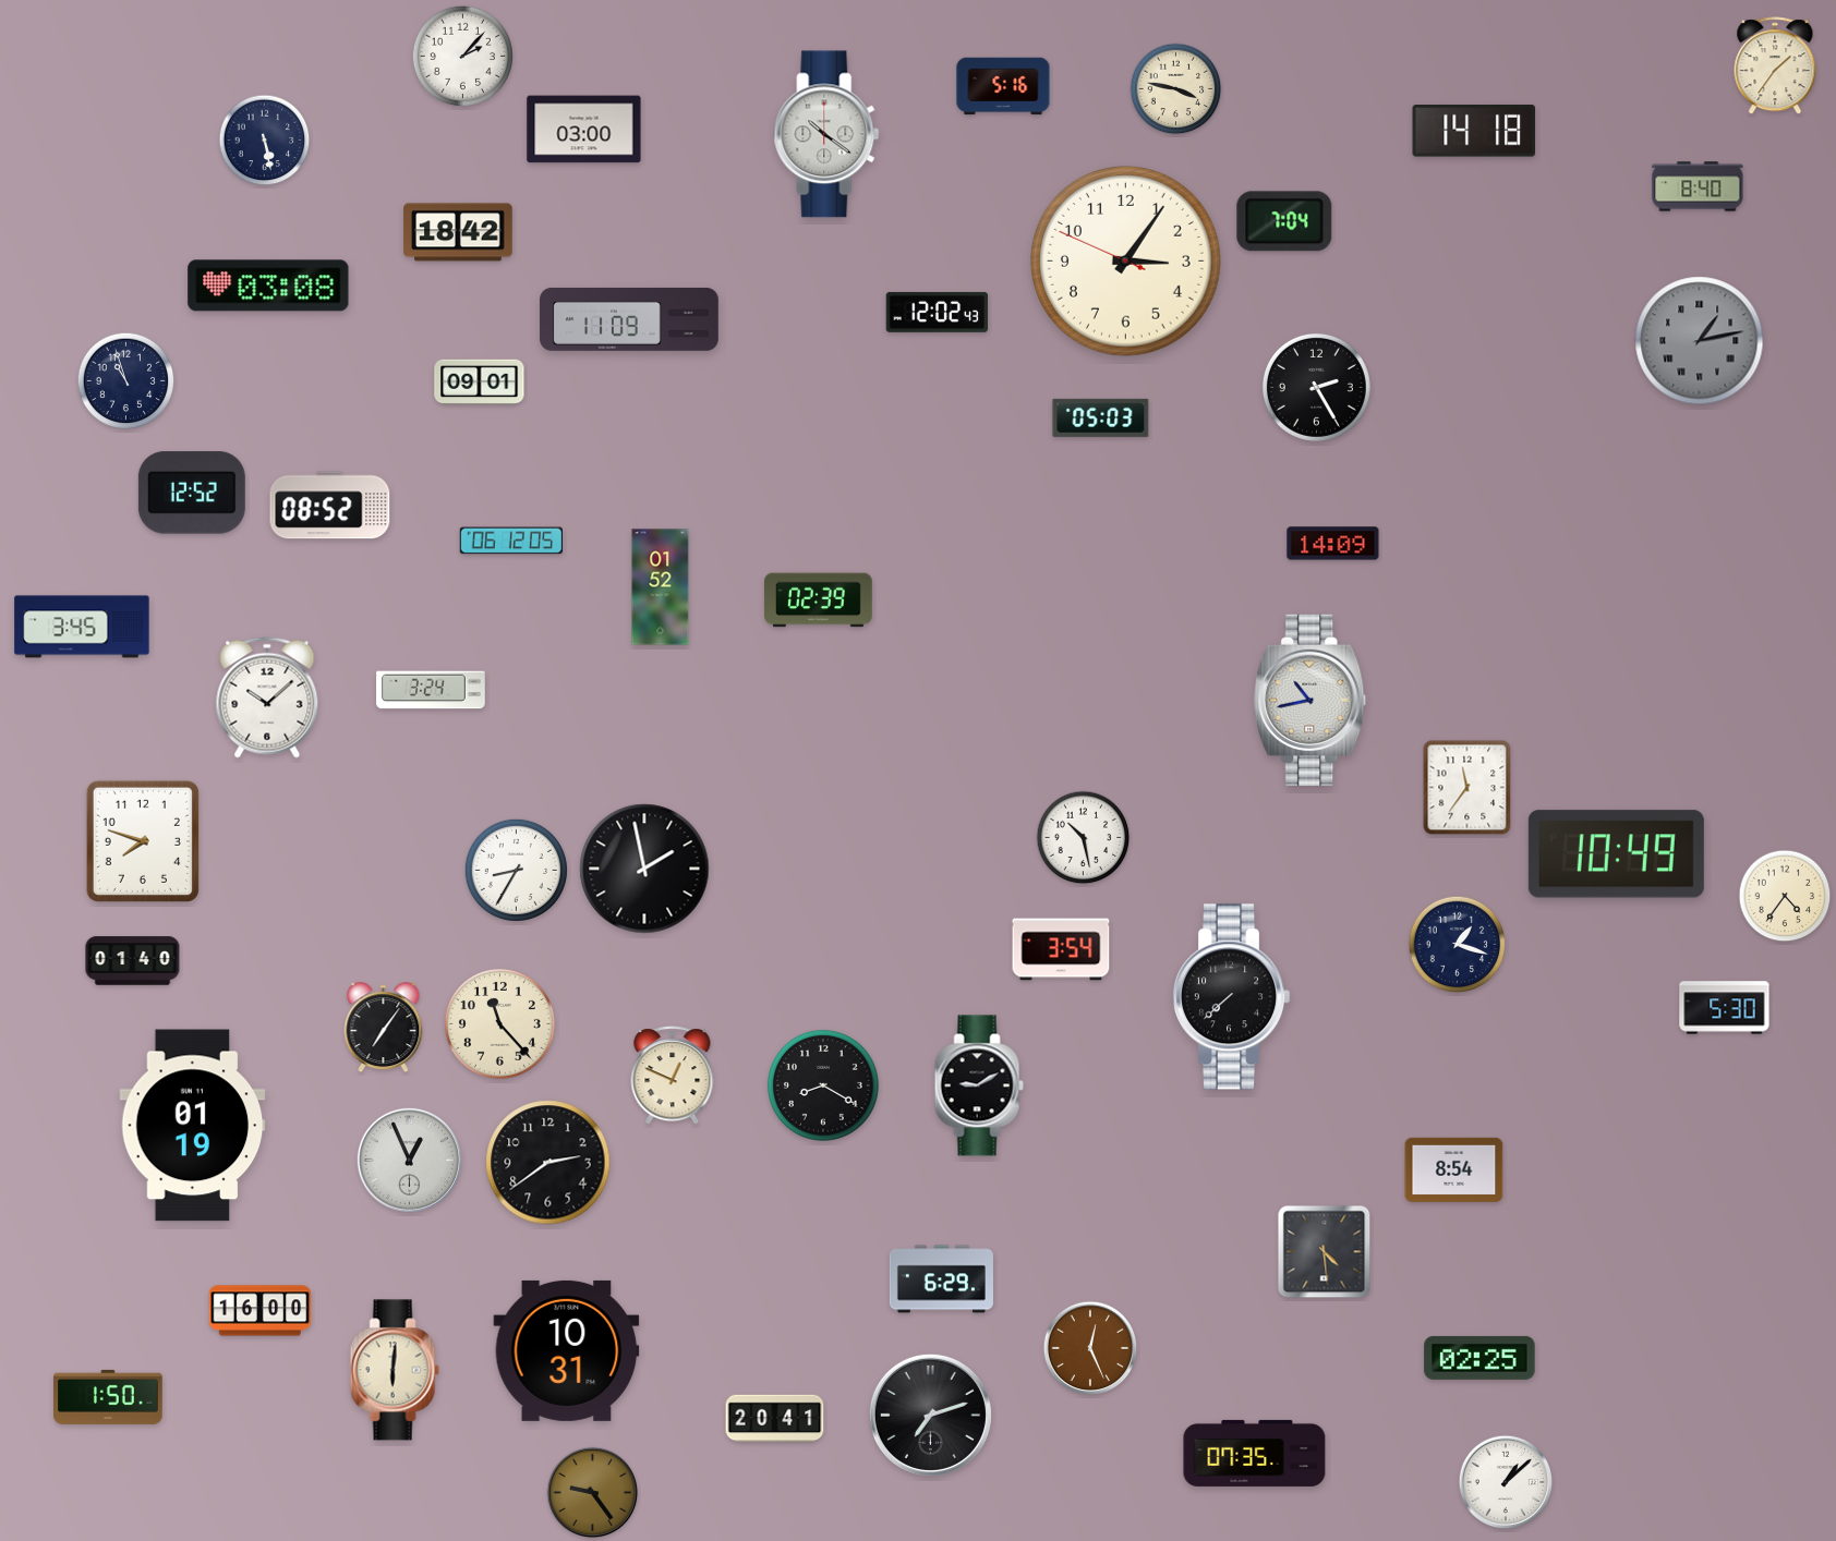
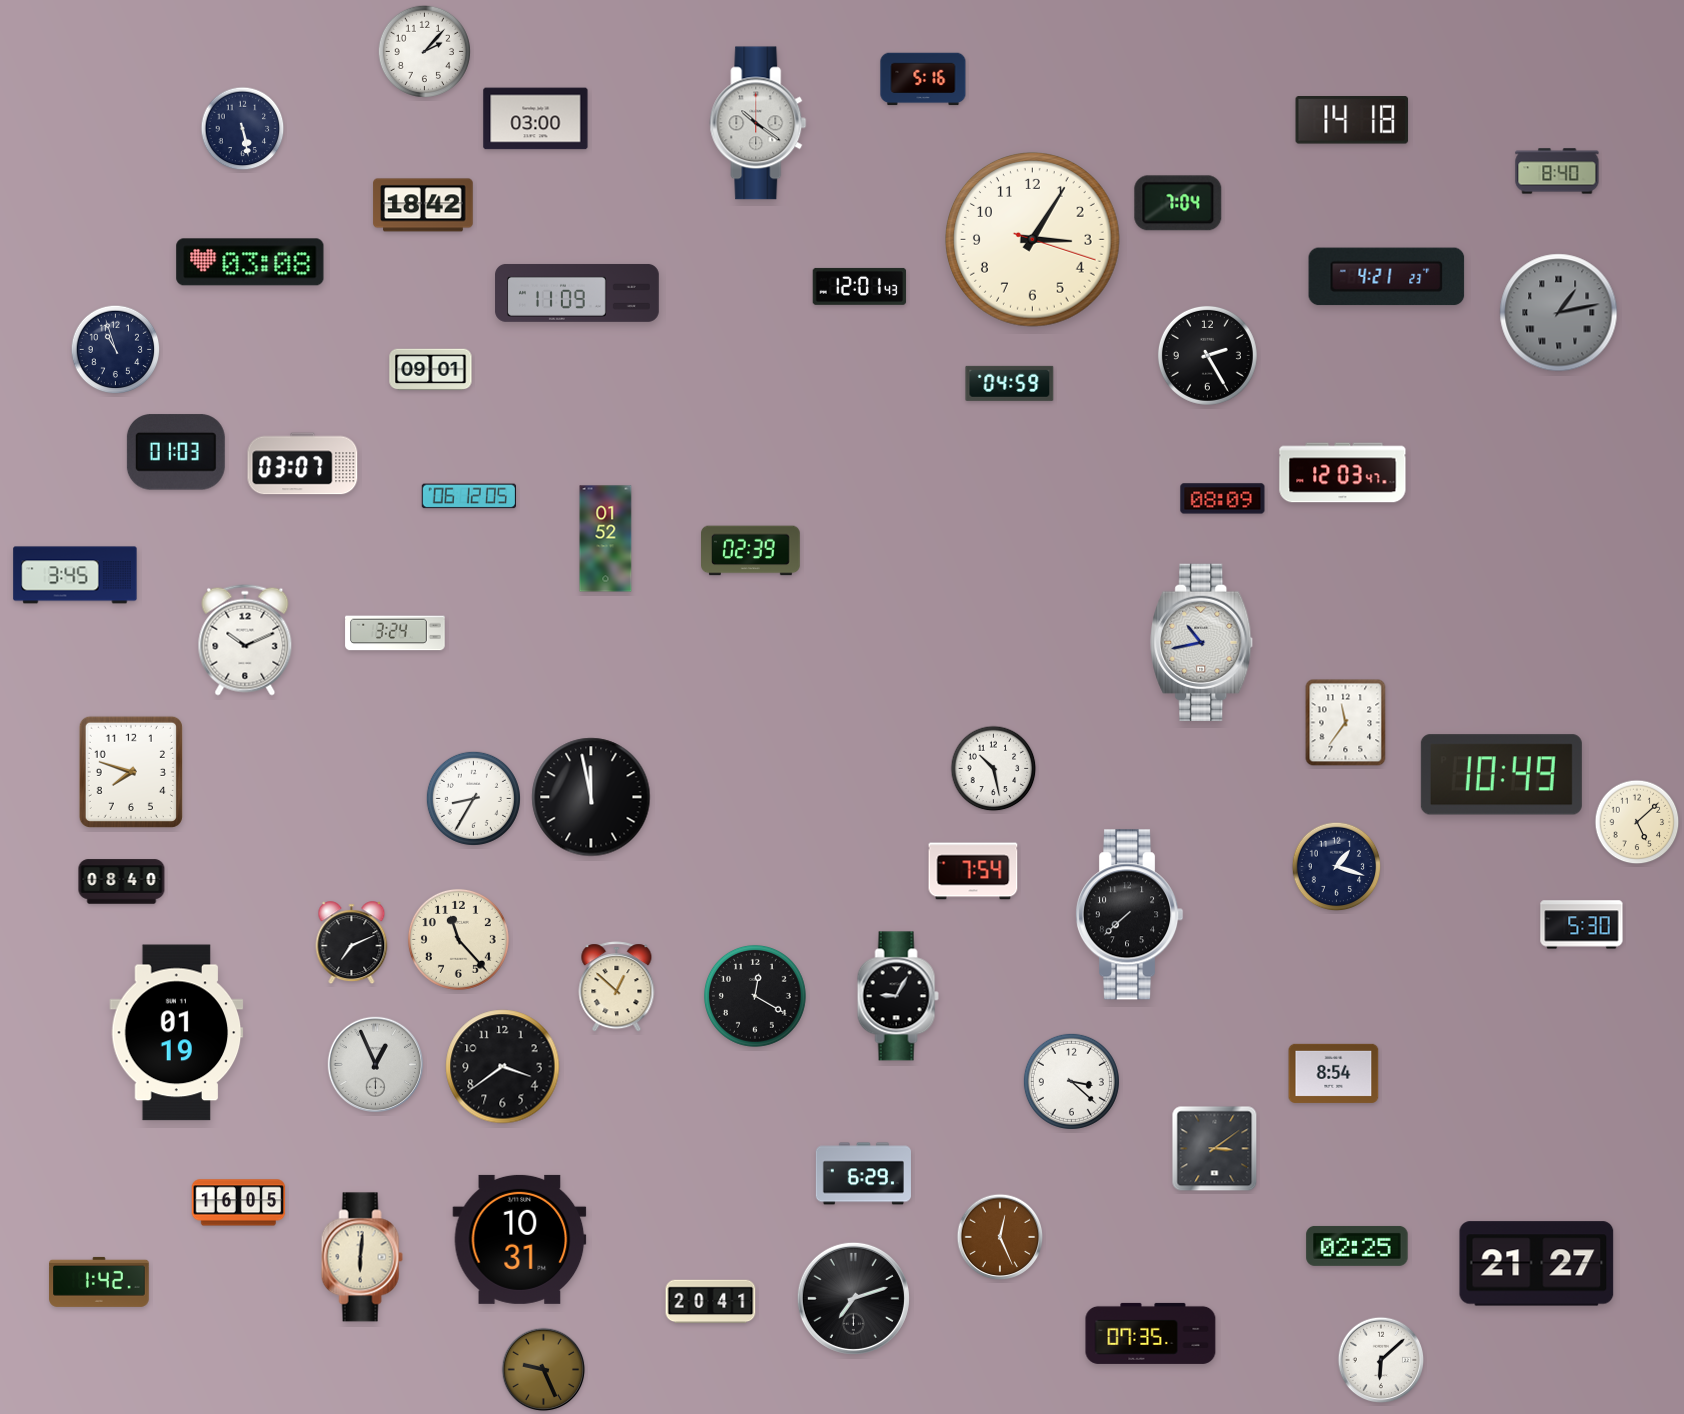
clock at (1775, 66): 1:36 -> none
clock at (1003, 86) position: (1003, 86) -> (923, 79)
clock at (1176, 89): 3:47 -> none
clock at (458, 232) position: (458, 232) -> (423, 205)
clock at (1126, 262): 3:05:49 -> 3:05:18
clock at (268, 286) position: (268, 286) -> (250, 262)
clock at (1387, 277): none -> 4:21
clock at (938, 312): 12:02 -> 12:01
clock at (480, 383) position: (480, 383) -> (431, 370)
clock at (1101, 417): 05:03 -> 04:59
clock at (192, 493): 12:52 -> 01:03
clock at (330, 506): 08:52 -> 03:07
clock at (1343, 473): none -> 12:03
clock at (1333, 544): 14:09 -> 08:09
clock at (267, 697): 10:08 -> 10:11
clock at (1616, 854) position: (1616, 854) -> (1501, 775)
clock at (644, 869): 1:58 -> 11:58
clock at (1785, 896): 4:36 -> 5:08
clock at (1061, 949): 3:54 -> 7:54
clock at (133, 961): 01:40 -> 08:40
clock at (384, 1028): 7:06 -> 7:11
clock at (673, 1076): 12:49 -> 12:52
clock at (823, 1085): 8:20 -> 12:20
clock at (979, 1085): 9:10 -> 9:05
clock at (548, 1163): 2:39 -> 3:39
clock at (1071, 1081): none -> 3:22
clock at (1325, 1252): 4:29 -> 3:09
clock at (261, 1311): 16:00 -> 16:05
clock at (1537, 1264): none -> 21:27
clock at (108, 1397): 1:50 -> 1:42
clock at (1506, 1482): 1:08 -> 6:08
clock at (593, 1493): 9:24 -> 9:26
